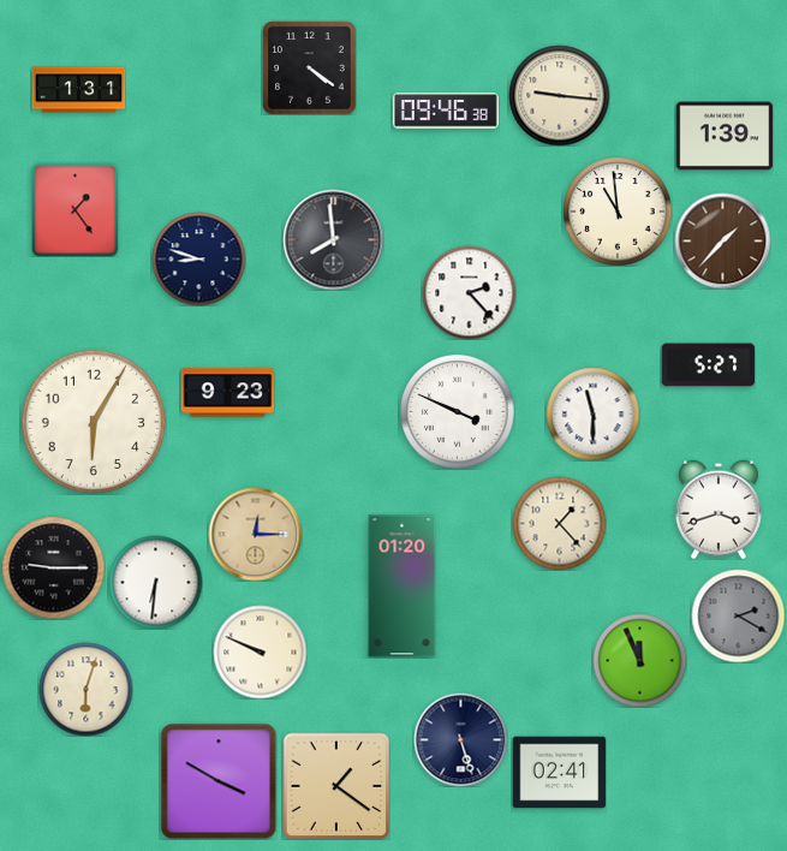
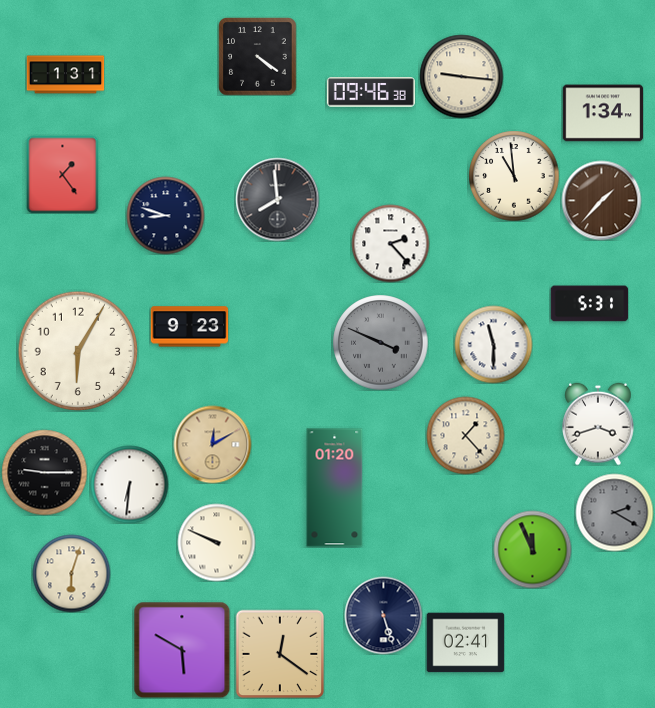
clock at (559, 95) position: (559, 95) -> (461, 76)
clock at (725, 136): 1:39 -> 1:34
clock at (708, 365): 5:27 -> 5:31
clock at (457, 411) dial: white -> grey
clock at (255, 534): 12:15 -> 12:10
clock at (219, 781): 3:50 -> 5:50
clock at (336, 786): 1:21 -> 12:21
